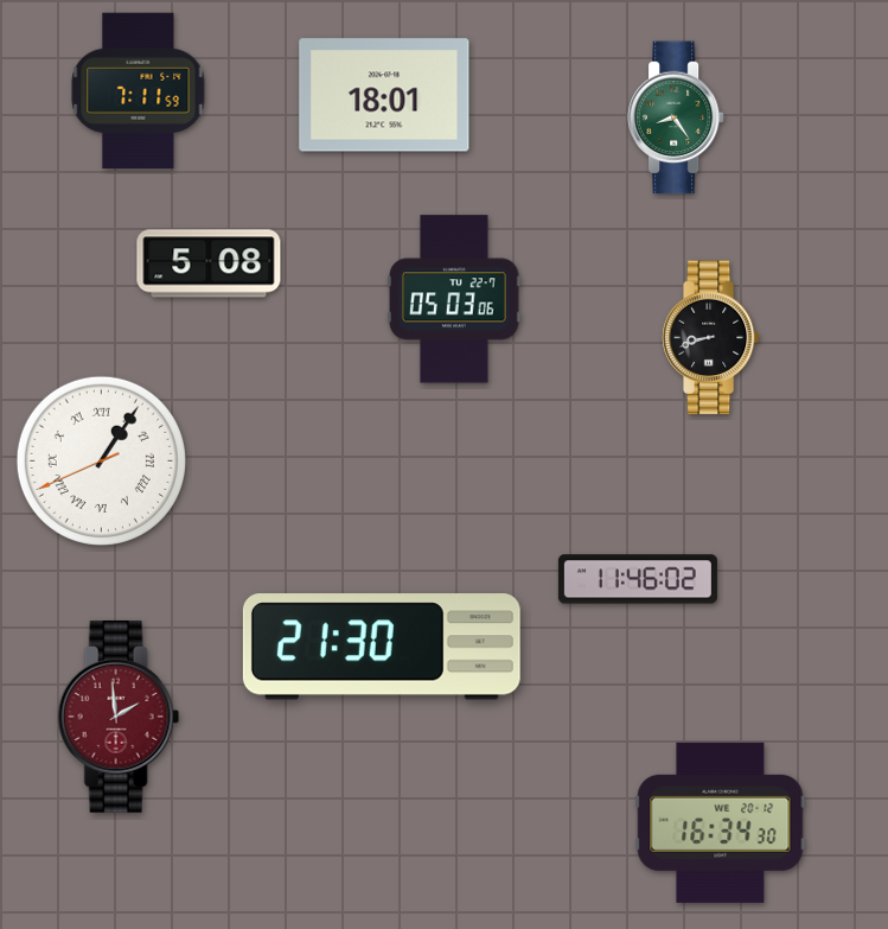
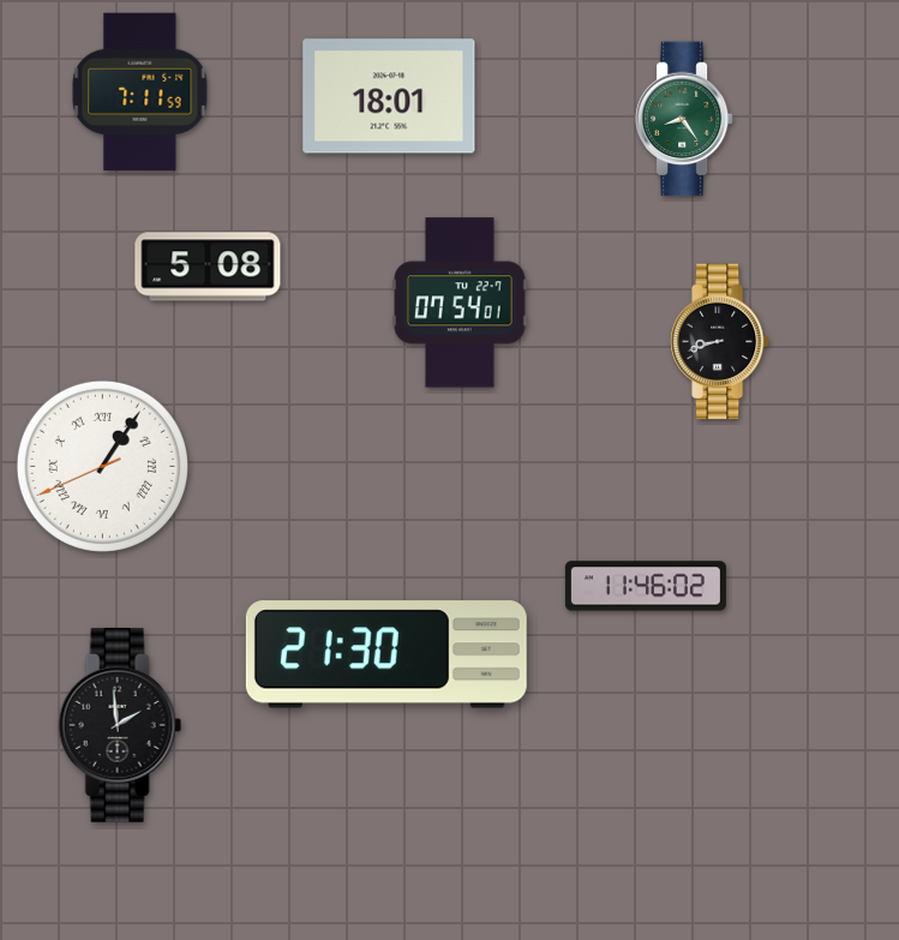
clock at (209, 263) position: (209, 263) -> (208, 267)
clock at (454, 299): 05:03 -> 07:54
clock at (119, 717) dial: burgundy -> black
clock at (721, 822): 16:34 -> none
